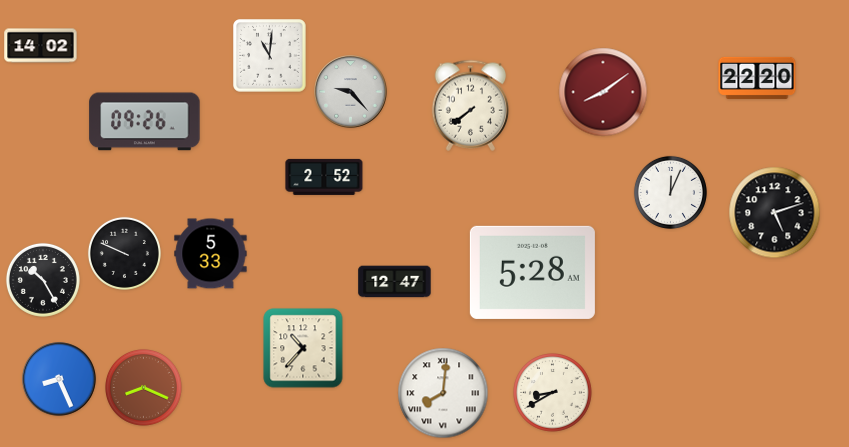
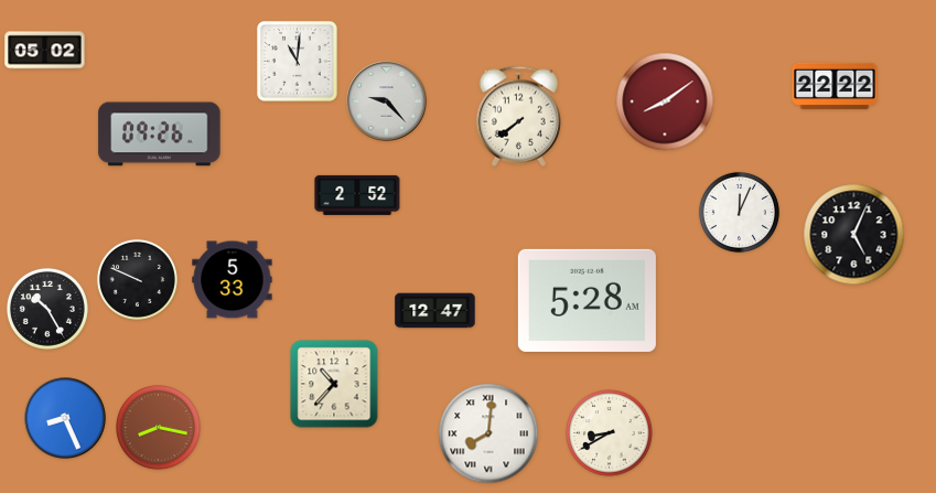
clock at (41, 46): 14:02 -> 05:02
clock at (757, 78): 22:20 -> 22:22
clock at (775, 213): 5:12 -> 5:04
clock at (144, 388): 8:19 -> 8:17
